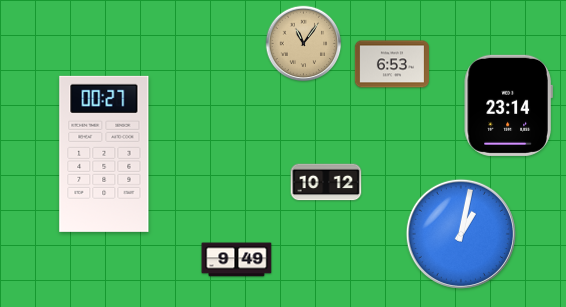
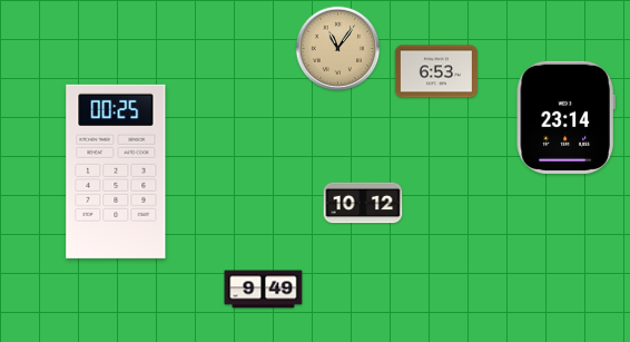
clock at (104, 154): 00:27 -> 00:25
clock at (461, 234): 1:02 -> none
